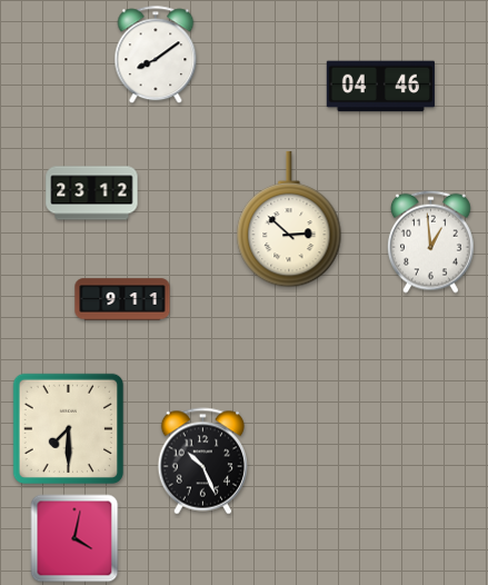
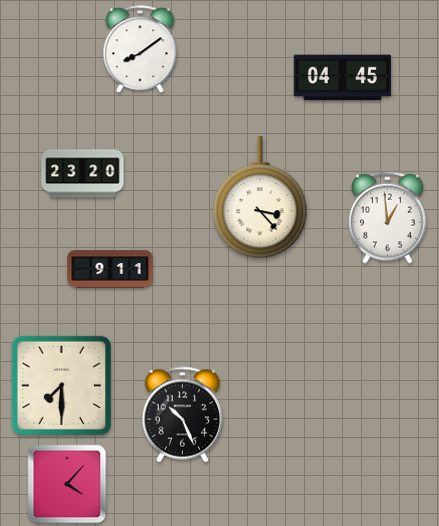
clock at (380, 87): 04:46 -> 04:45
clock at (92, 194): 23:12 -> 23:20
clock at (289, 219): 2:52 -> 3:23
clock at (74, 538): 4:02 -> 4:07
